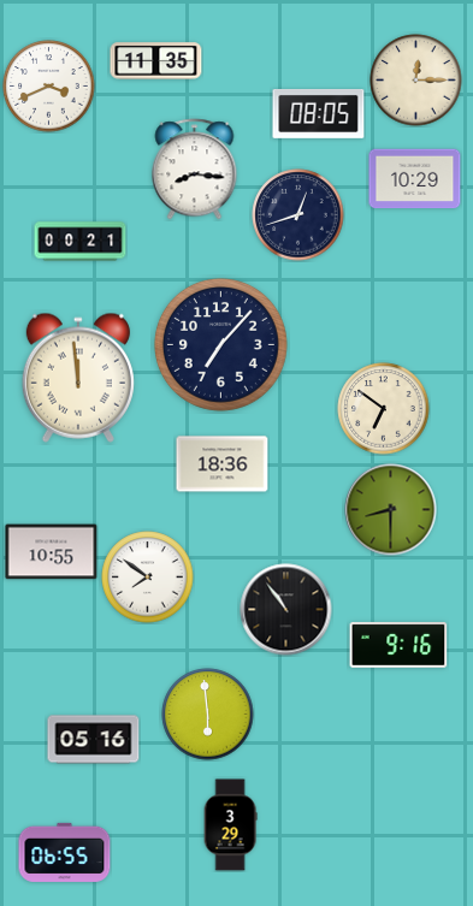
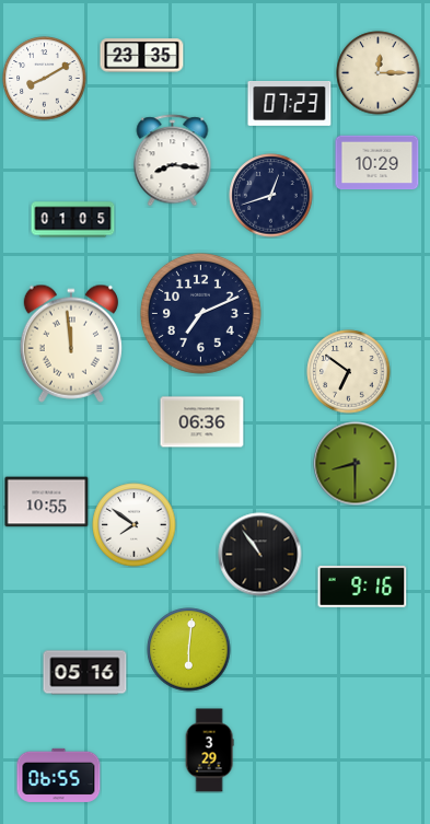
clock at (156, 61): 11:35 -> 23:35
clock at (49, 87): 3:41 -> 8:10
clock at (319, 114): 08:05 -> 07:23
clock at (195, 170) position: (195, 170) -> (173, 161)
clock at (81, 242): 00:21 -> 01:05
clock at (220, 344): 7:07 -> 7:11
clock at (223, 464): 18:36 -> 06:36
clock at (208, 715): 5:59 -> 6:01
